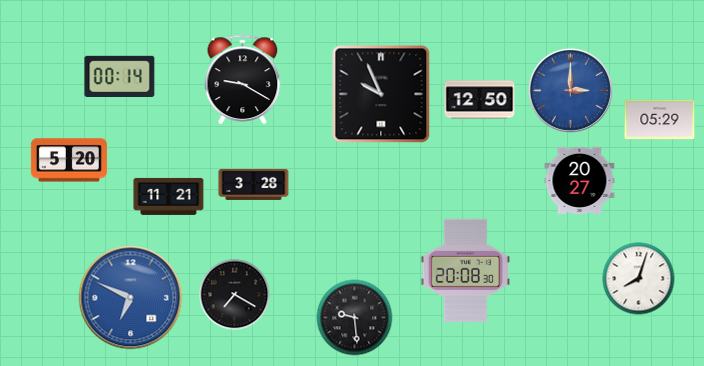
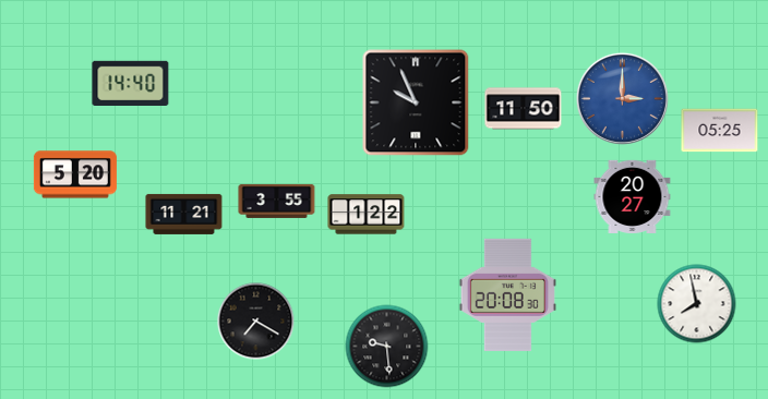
clock at (120, 76): 00:14 -> 14:40
clock at (243, 79): 9:20 -> none
clock at (480, 100): 12:50 -> 11:50
clock at (660, 120): 05:29 -> 05:25
clock at (254, 184): 3:28 -> 3:55
clock at (367, 215): none -> 1:22
clock at (639, 279): 8:03 -> 7:58
clock at (131, 298): 6:49 -> none
